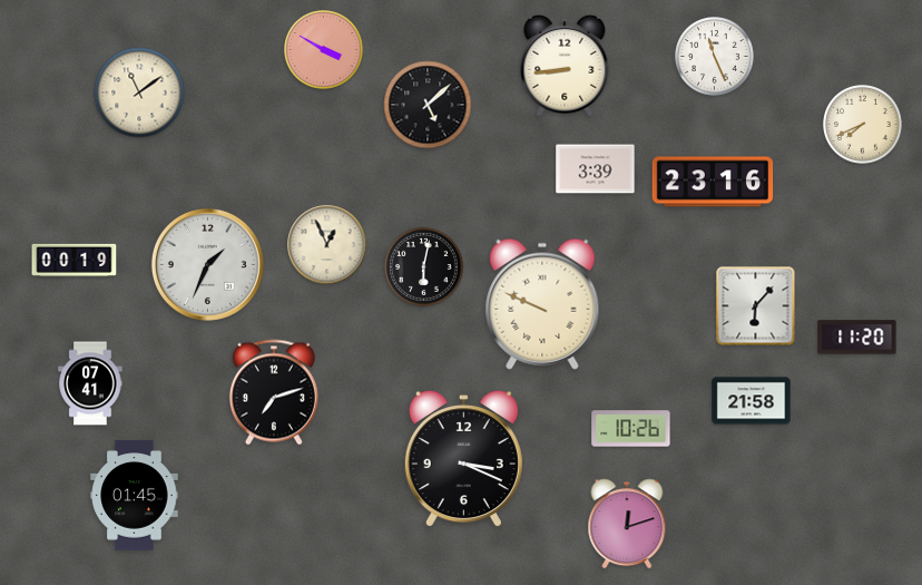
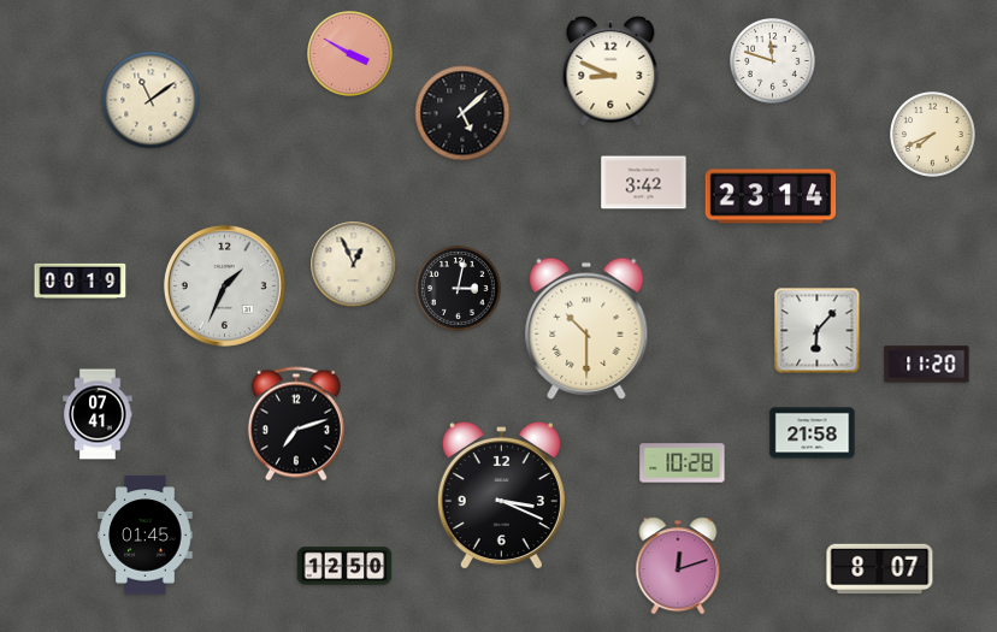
clock at (715, 57): 11:26 -> 11:48
clock at (565, 66): 8:44 -> 8:49
clock at (596, 169): 3:39 -> 3:42
clock at (713, 182): 23:16 -> 23:14
clock at (424, 267): 6:02 -> 3:02
clock at (542, 304): 9:49 -> 10:30
clock at (631, 429): 10:26 -> 10:28
clock at (344, 566): none -> 12:50
clock at (880, 569): none -> 8:07
